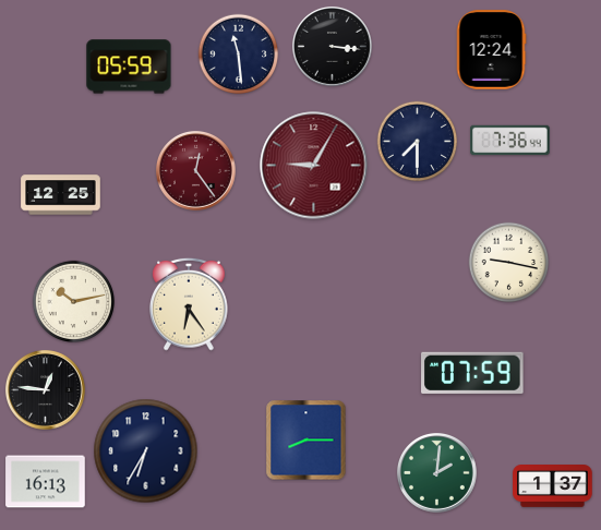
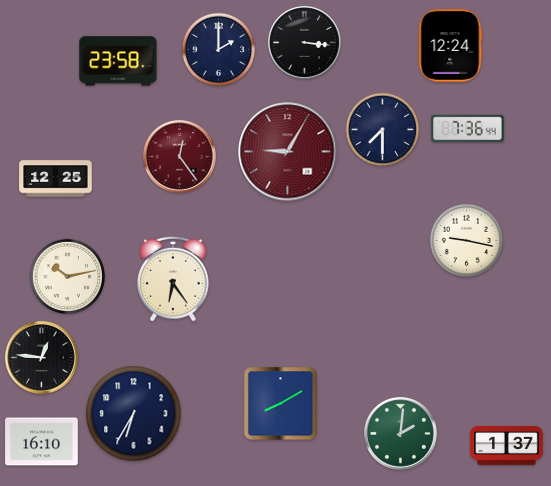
clock at (239, 55): 11:29 -> 2:00
clock at (129, 67): 05:59 -> 23:58
clock at (472, 373): 07:59 -> none
clock at (306, 441): 8:15 -> 8:10
clock at (46, 482): 16:13 -> 16:10
